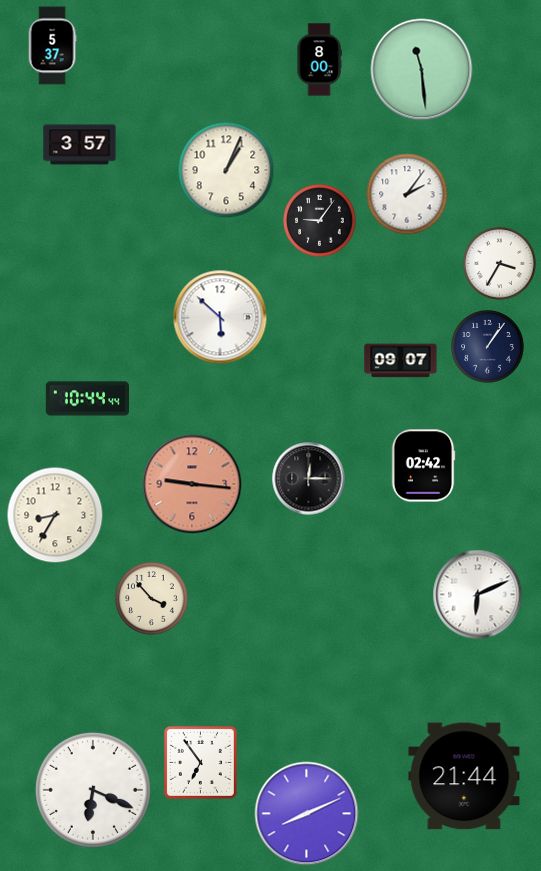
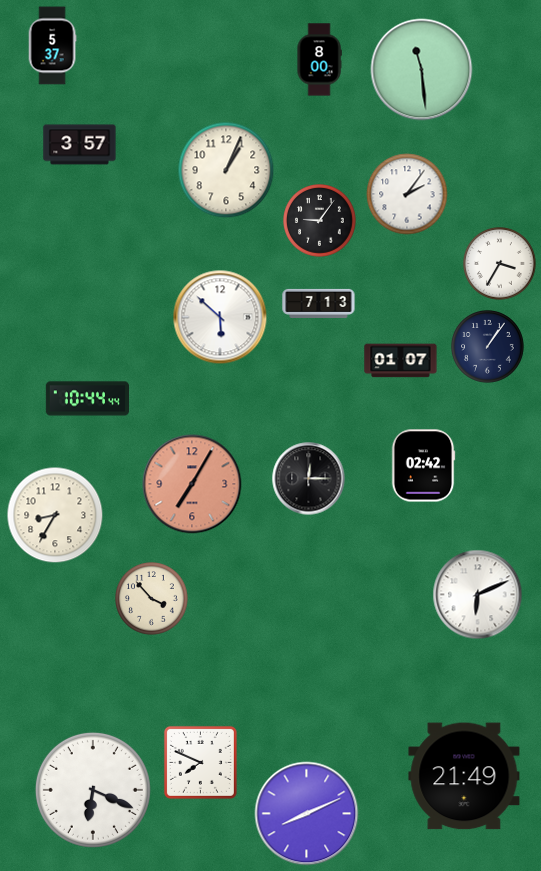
clock at (319, 303): none -> 7:13
clock at (401, 361): 09:07 -> 01:07
clock at (192, 484): 9:16 -> 7:05
clock at (200, 762): 6:54 -> 7:49
clock at (464, 776): 21:44 -> 21:49
